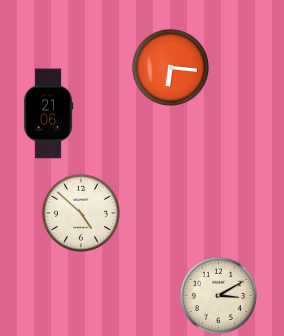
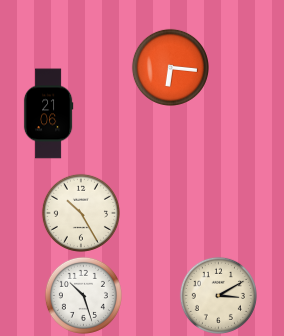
clock at (81, 213): 4:52 -> 10:25
clock at (83, 295): none -> 10:27
